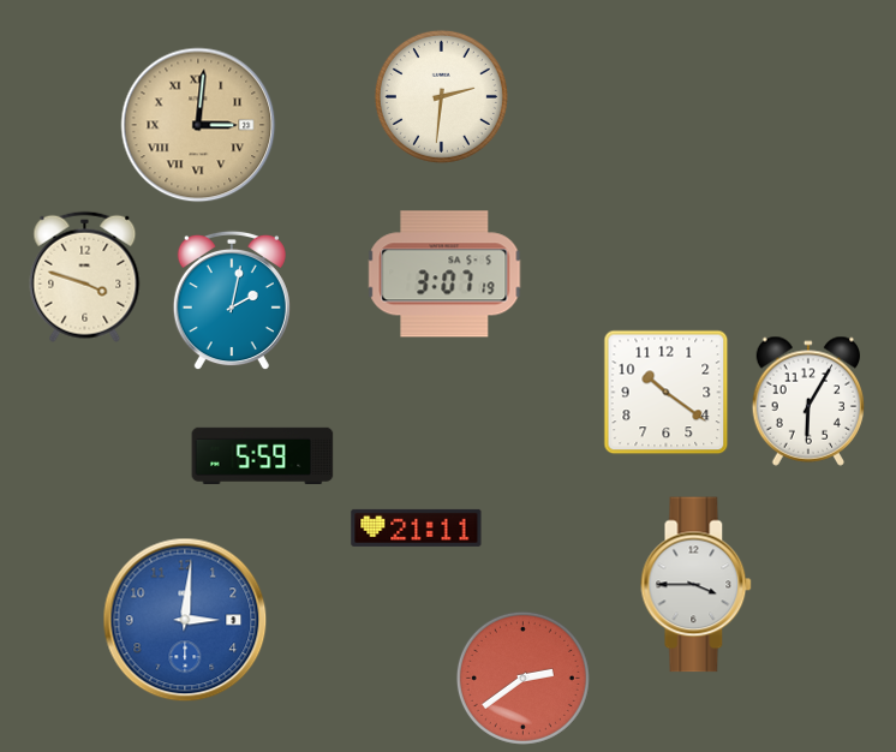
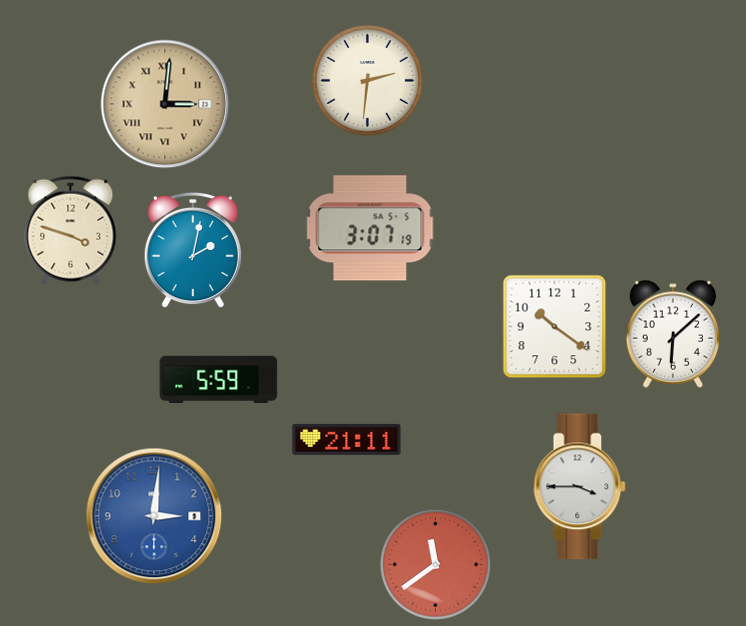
clock at (808, 401): 6:05 -> 6:08
clock at (522, 678): 2:39 -> 11:39
